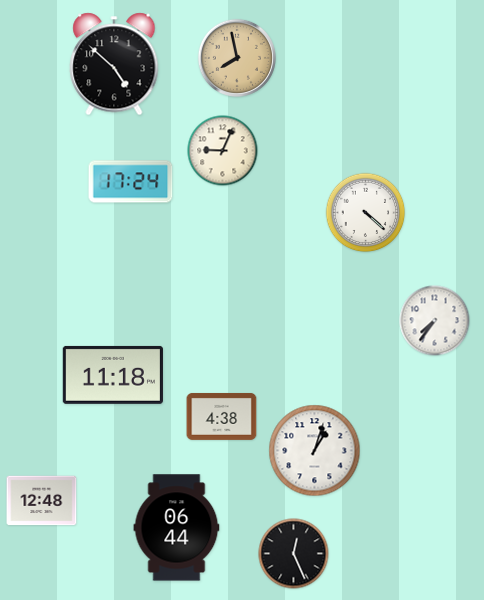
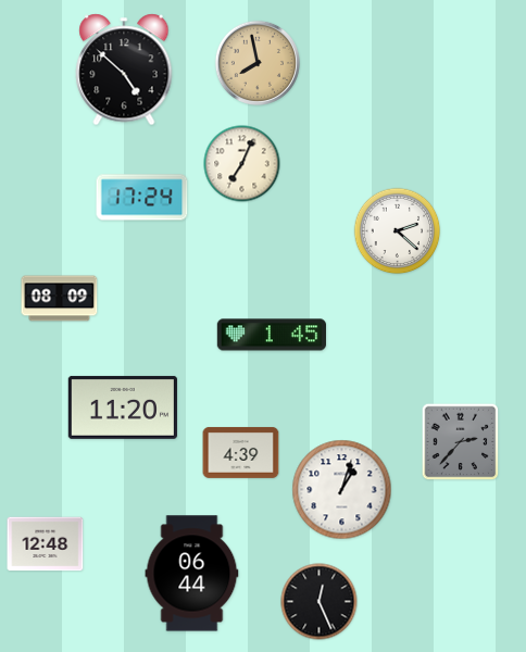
clock at (223, 151): 9:04 -> 7:04
clock at (366, 213): 4:22 -> 2:22
clock at (60, 299): none -> 08:09
clock at (271, 335): none -> 1:45
clock at (435, 321): 7:36 -> none
clock at (113, 375): 11:18 -> 11:20
clock at (461, 442): none -> 2:37
clock at (222, 416): 4:38 -> 4:39
